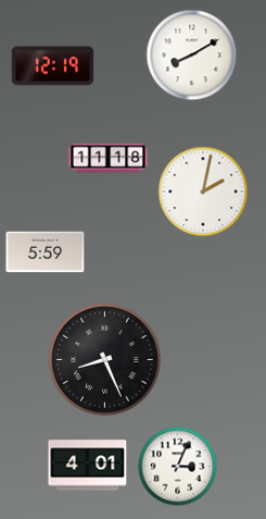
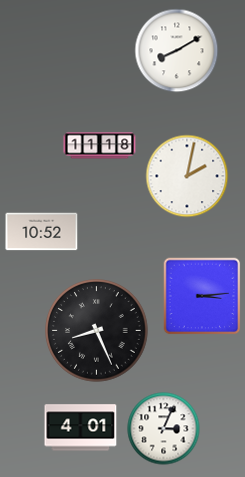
clock at (53, 66): 12:19 -> none
clock at (46, 252): 5:59 -> 10:52
clock at (202, 296): none -> 3:14
